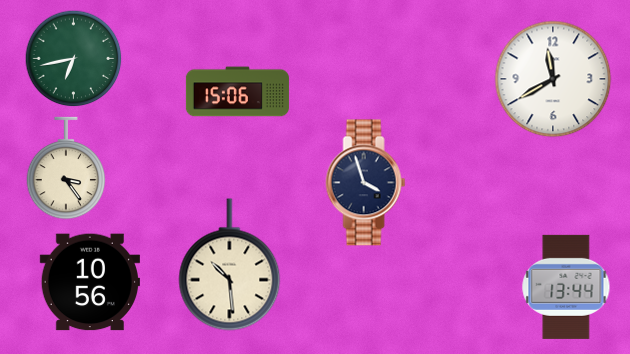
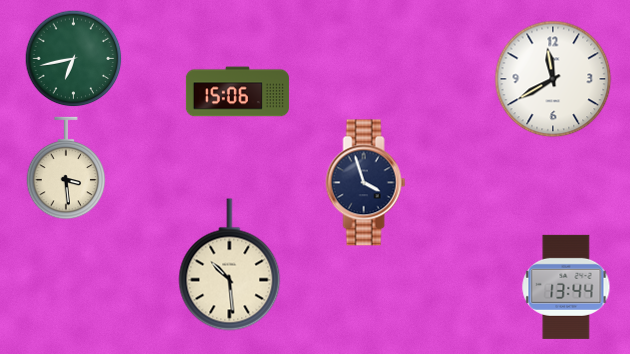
clock at (66, 168): 3:24 -> 3:29
clock at (90, 282): 10:56 -> none
